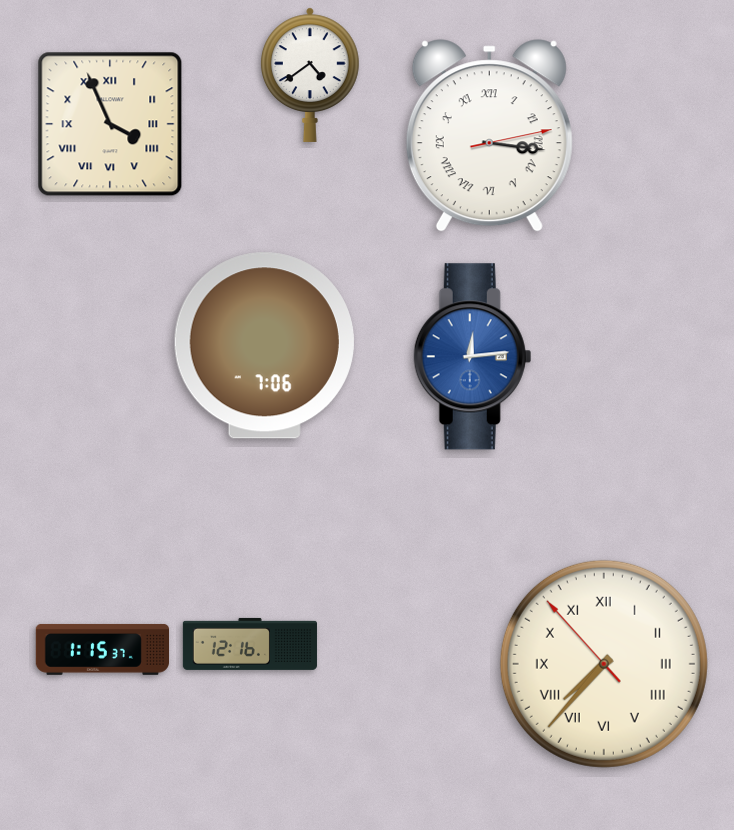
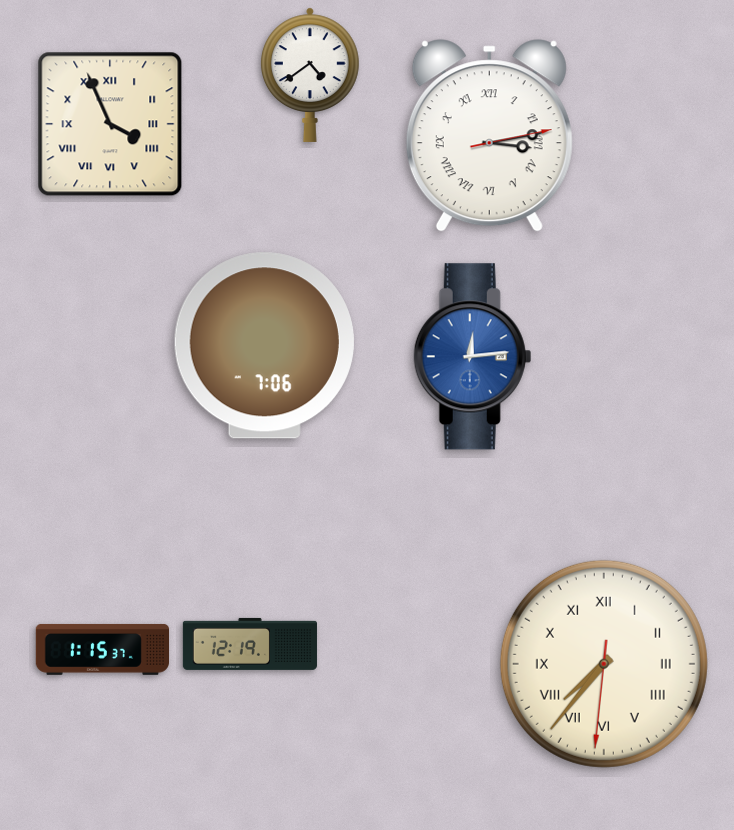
clock at (489, 136): 3:16 -> 3:13
clock at (250, 644): 12:16 -> 12:19
clock at (604, 664): 7:36:53 -> 7:36:31
